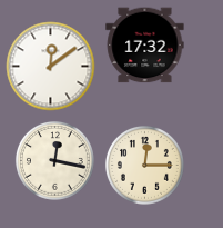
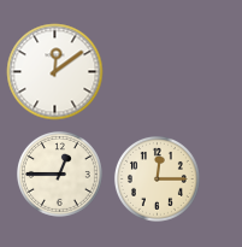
clock at (145, 46): 17:32 -> none
clock at (54, 161): 12:17 -> 12:45
